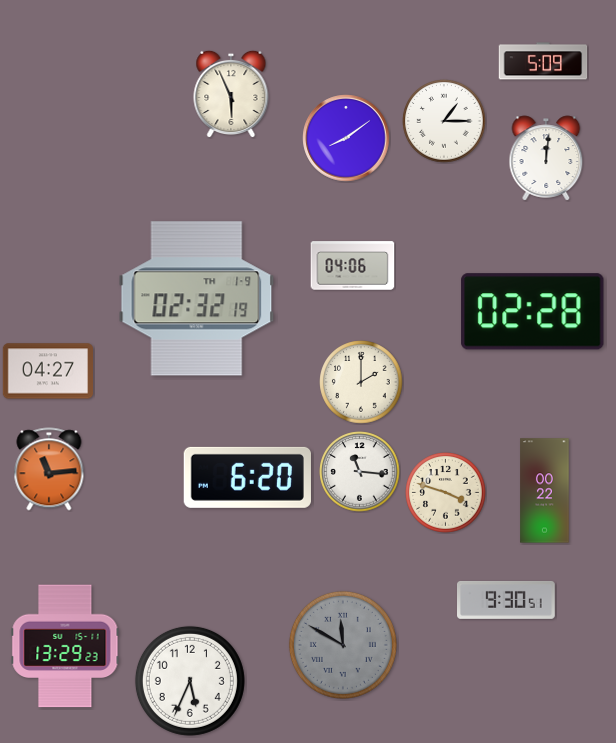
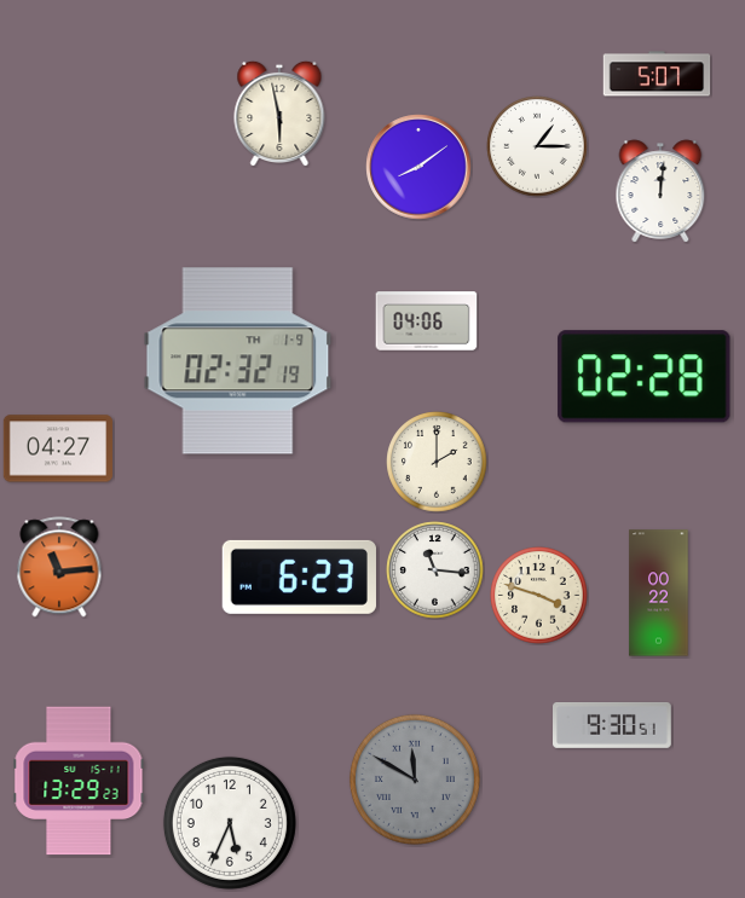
clock at (543, 61): 5:09 -> 5:07
clock at (231, 94): 5:56 -> 5:58
clock at (247, 477): 6:20 -> 6:23
